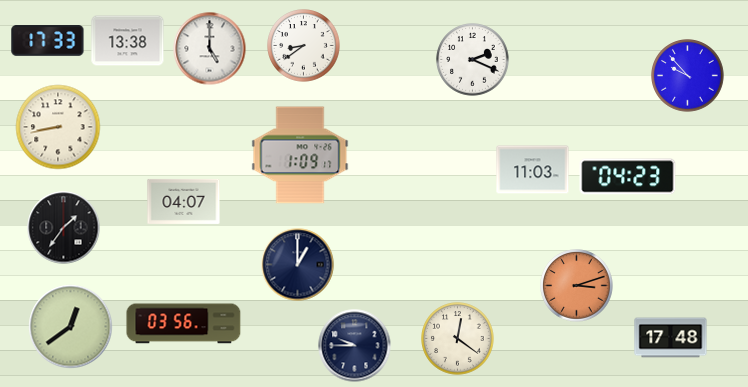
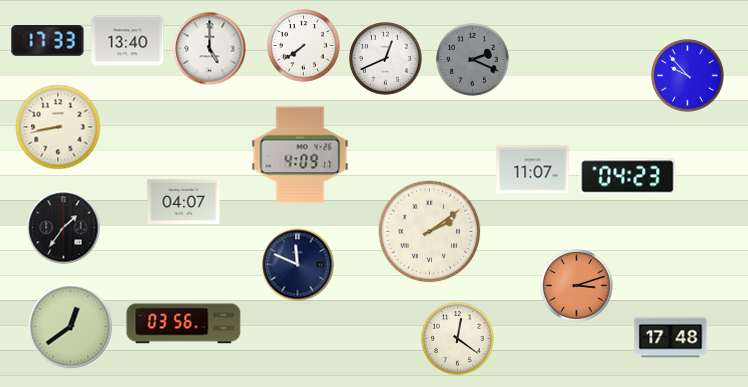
clock at (128, 41): 13:38 -> 13:40
clock at (304, 46): 8:39 -> 7:39
clock at (386, 59): none -> 12:41
clock at (473, 60) dial: white -> grey
clock at (300, 155): 1:09 -> 4:09
clock at (533, 170): 11:03 -> 11:07
clock at (430, 232): none -> 2:09
clock at (298, 265): 1:00 -> 11:49
clock at (355, 346): 9:45 -> none
